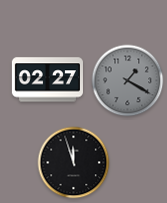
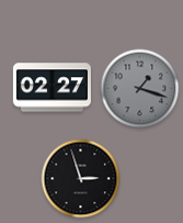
clock at (128, 81): 1:20 -> 1:18
clock at (74, 163): 11:57 -> 2:57
